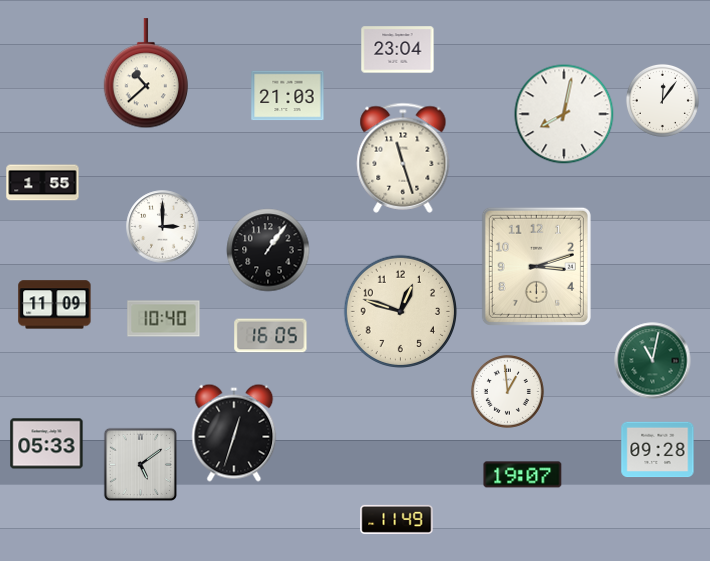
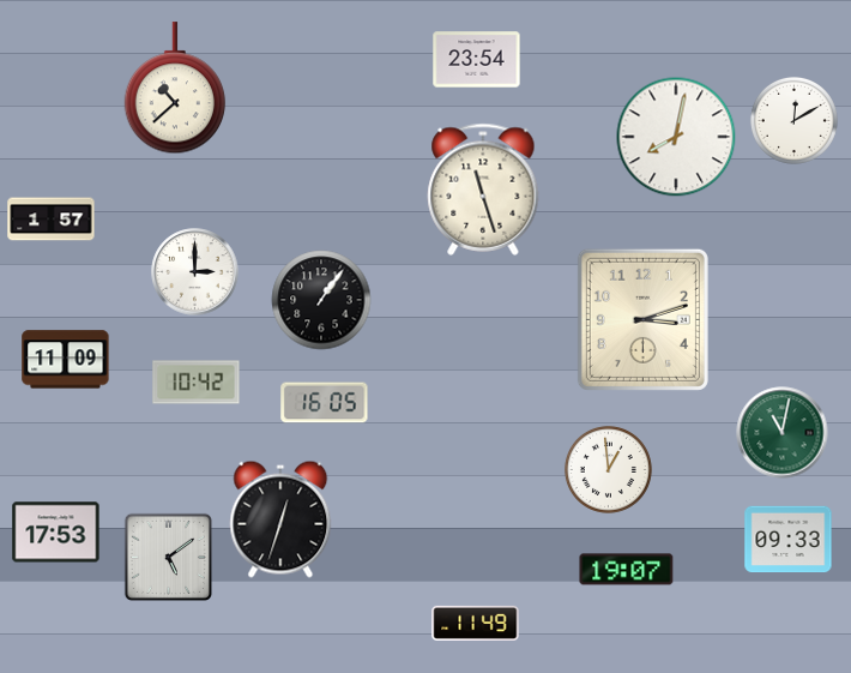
clock at (398, 50): 23:04 -> 23:54
clock at (288, 96): 21:03 -> none
clock at (662, 100): 12:06 -> 12:10
clock at (43, 183): 1:55 -> 1:57
clock at (55, 305) position: (55, 305) -> (66, 360)
clock at (400, 311): 12:48 -> none
clock at (164, 319): 10:40 -> 10:42
clock at (47, 444): 05:33 -> 17:53
clock at (658, 450): 09:28 -> 09:33
